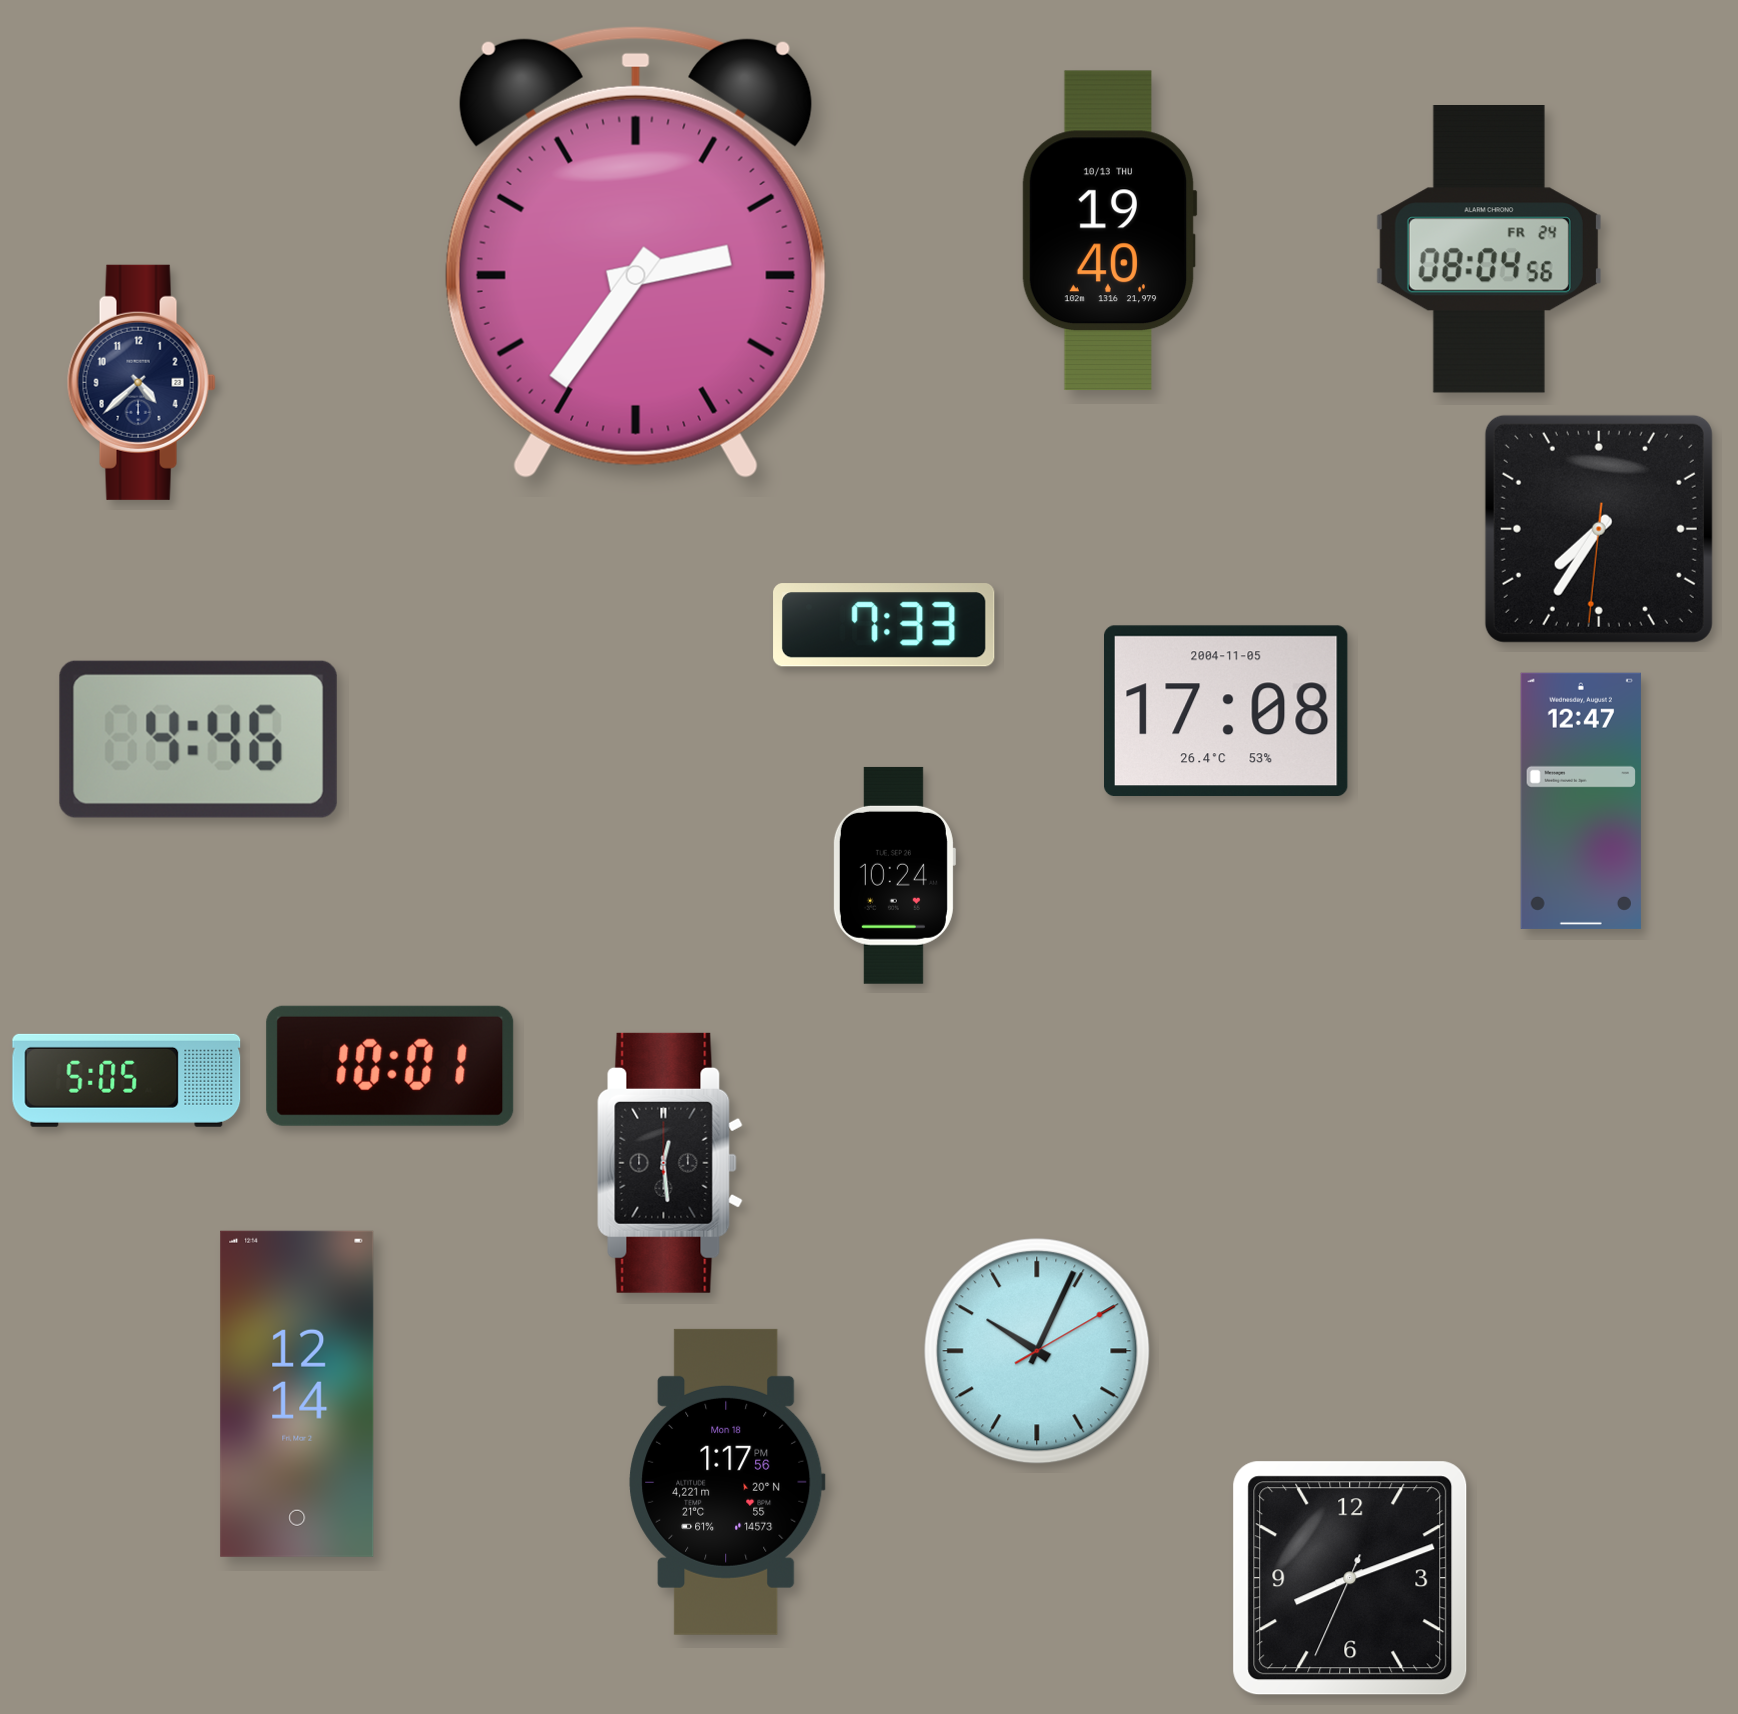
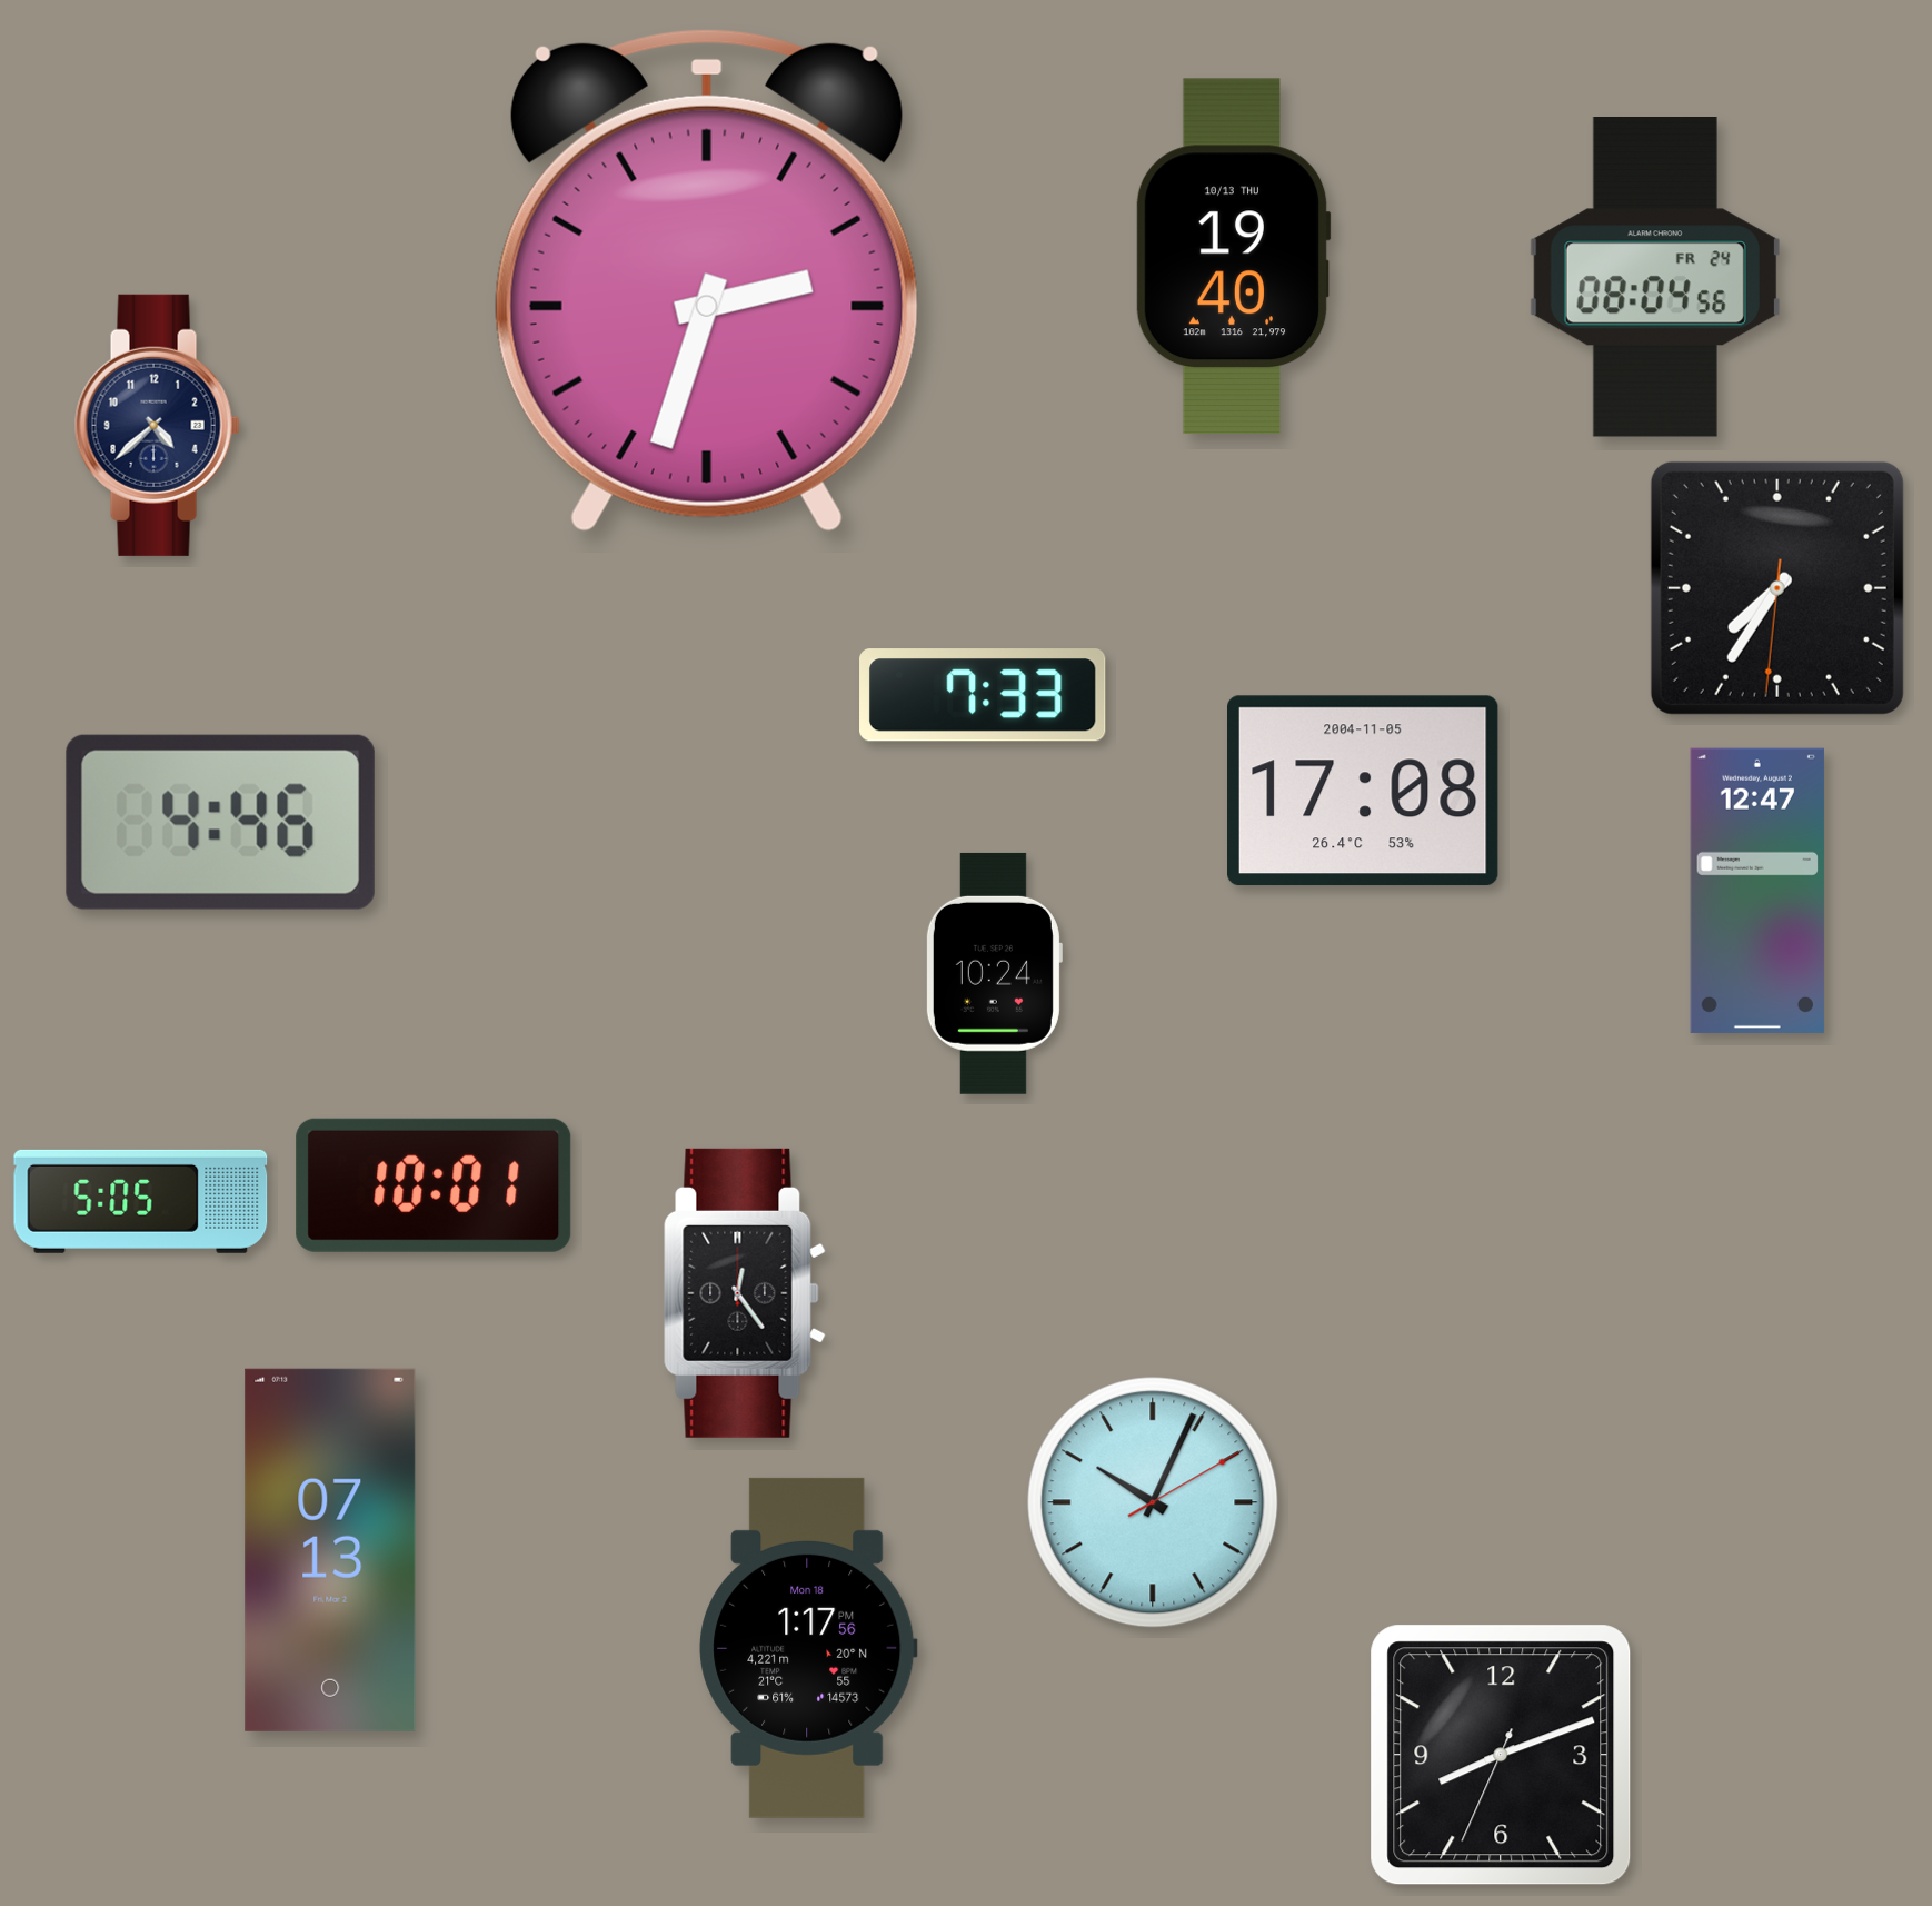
clock at (636, 252): 2:36 -> 2:33
clock at (670, 1163): 12:29 -> 12:24
clock at (297, 1394): 12:14 -> 07:13
